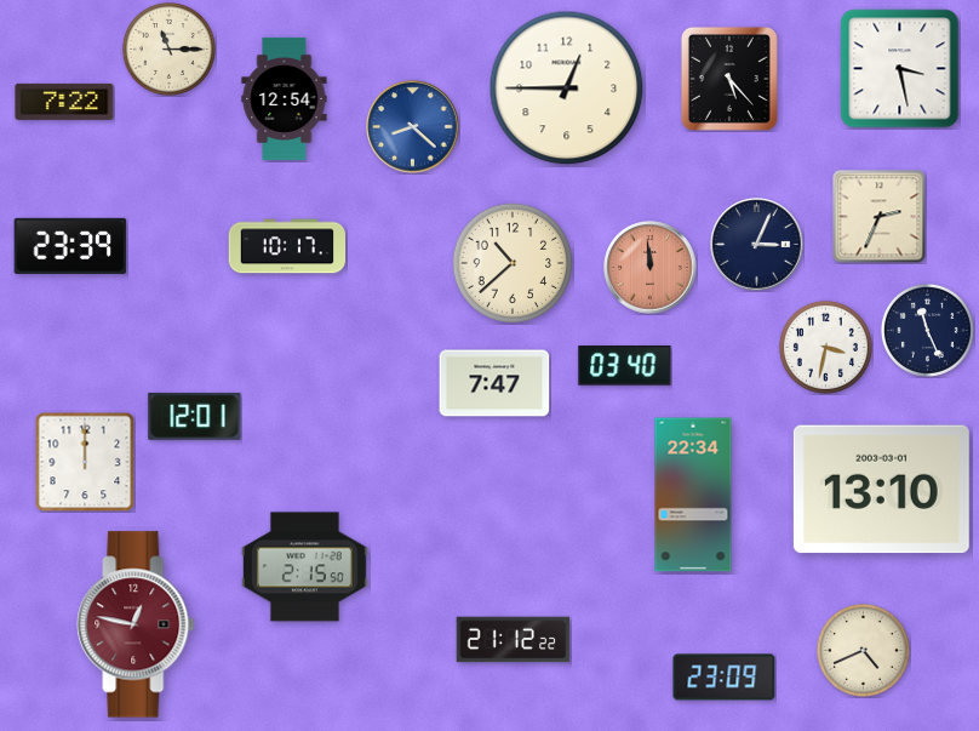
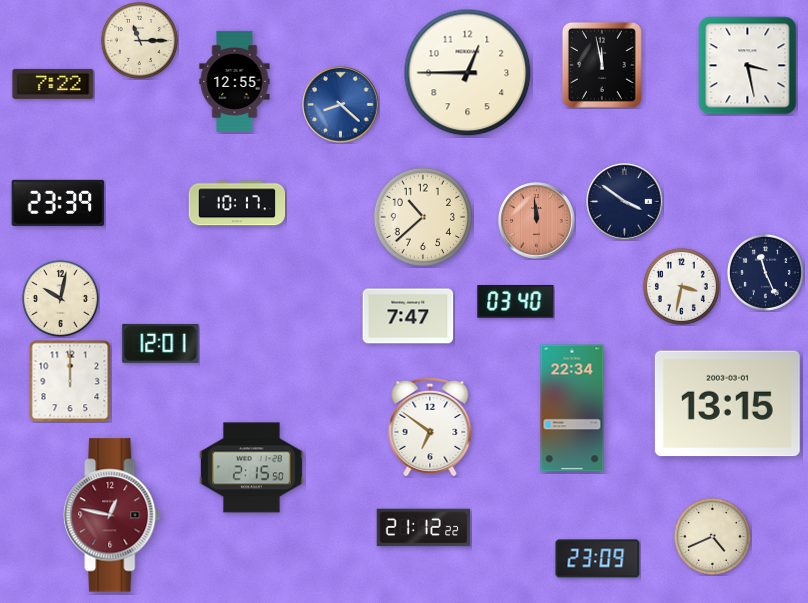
clock at (900, 69) position: (900, 69) -> (748, 66)
clock at (729, 79): 5:23 -> 11:58
clock at (285, 98): 12:54 -> 12:55
clock at (880, 217): 2:34 -> none
clock at (757, 245): 3:04 -> 3:51
clock at (60, 298): none -> 10:02
clock at (881, 490): 13:10 -> 13:15
clock at (430, 427): none -> 6:51
